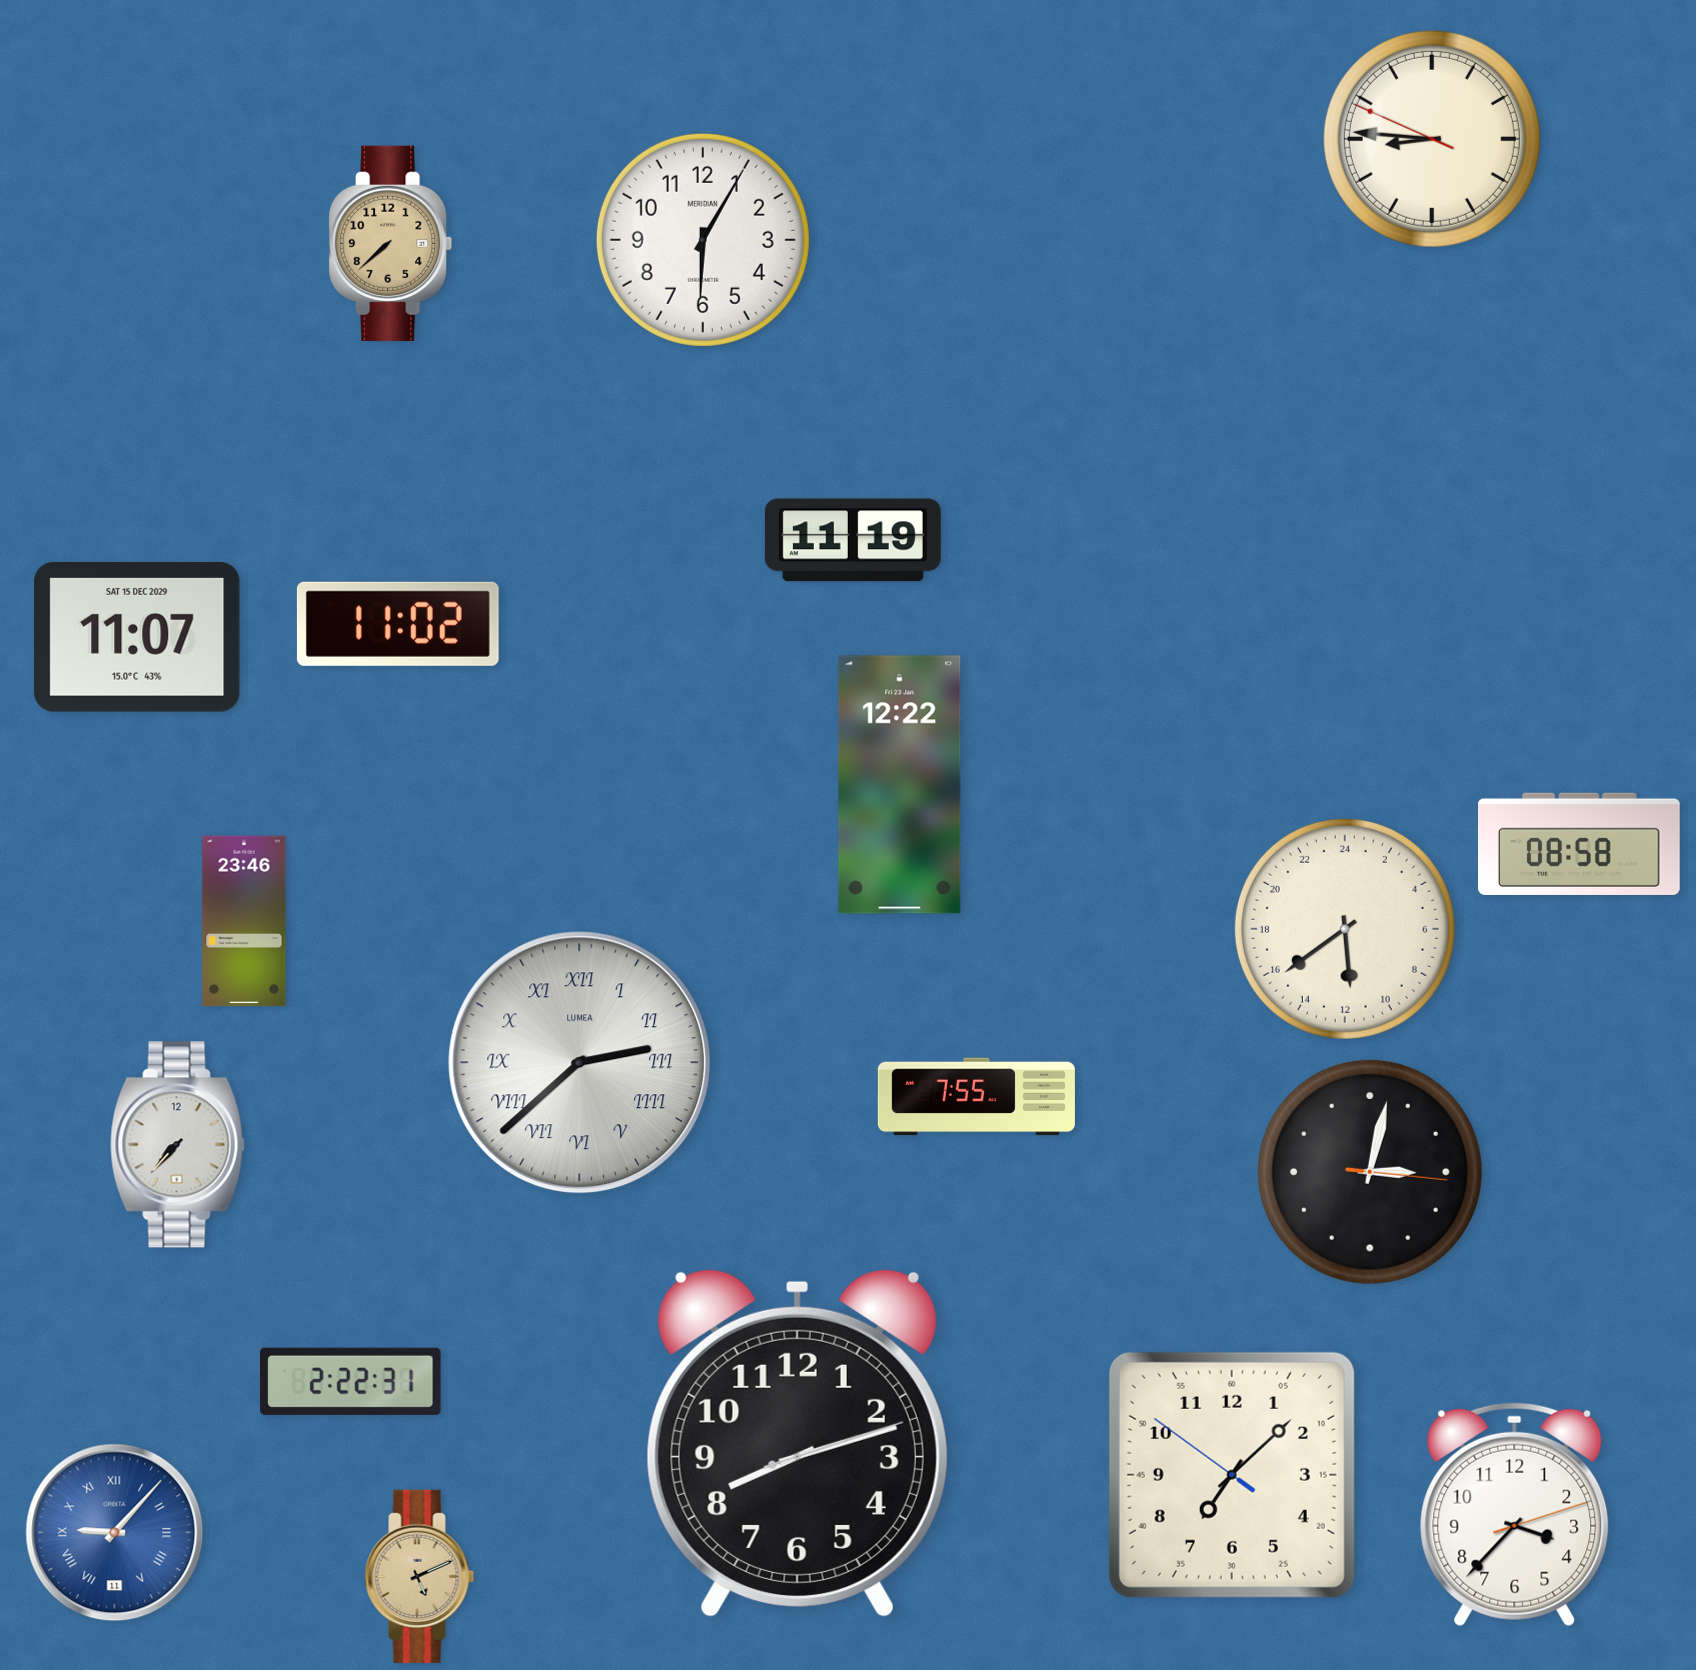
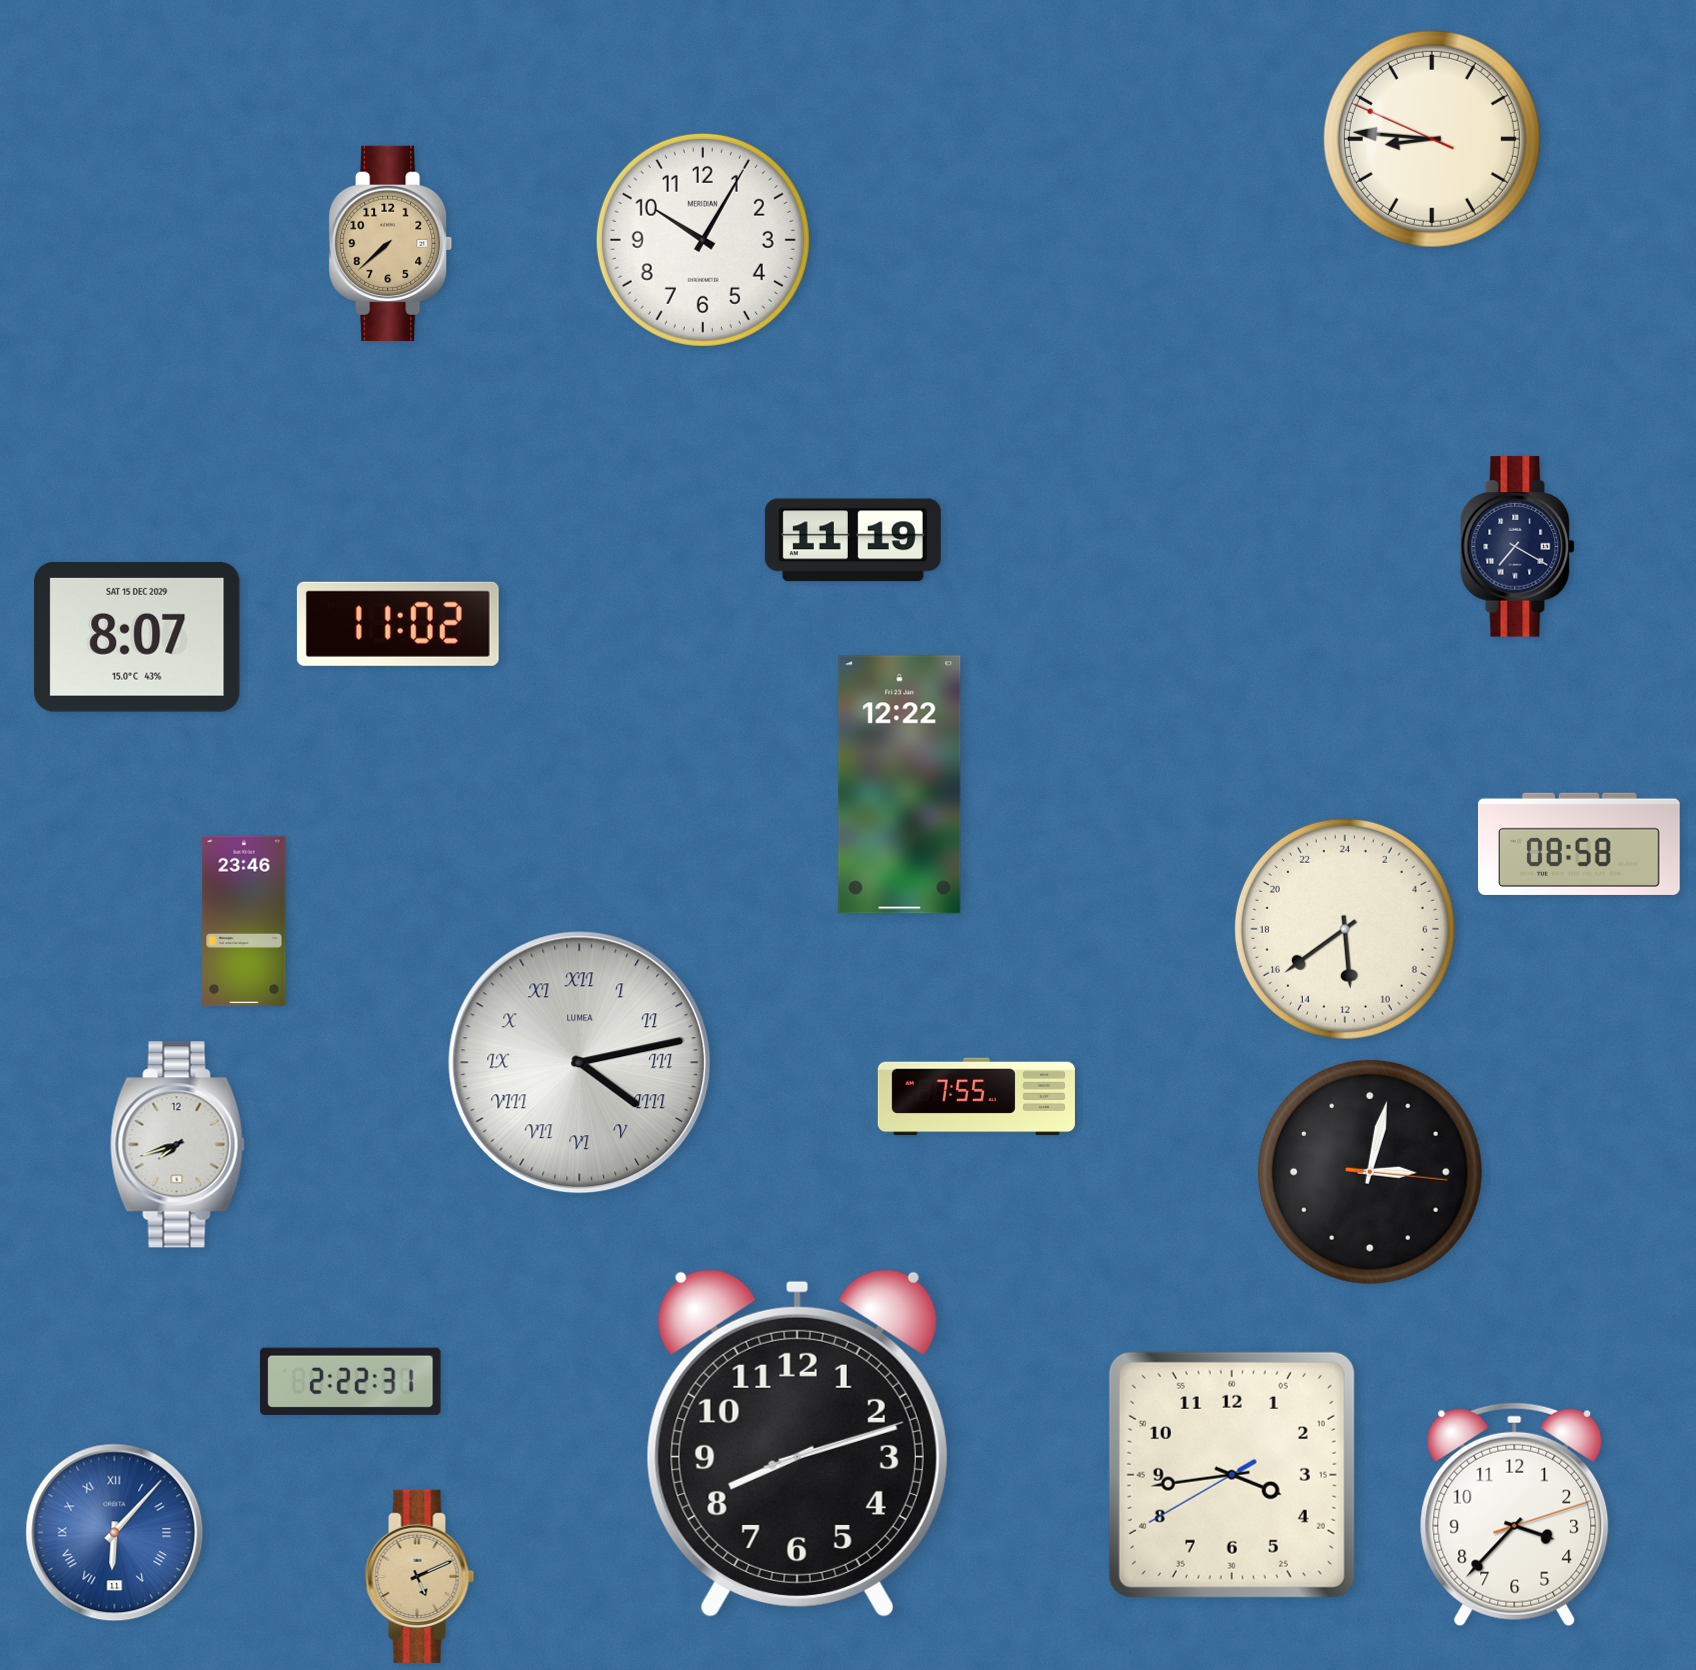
clock at (703, 240): 6:05 -> 10:05
clock at (1518, 547): none -> 7:20
clock at (137, 637): 11:07 -> 8:07
clock at (580, 1063): 2:38 -> 4:13
clock at (178, 1145): 7:37 -> 7:42
clock at (1232, 1475): 7:07 -> 3:43
clock at (115, 1533): 9:07 -> 6:07
